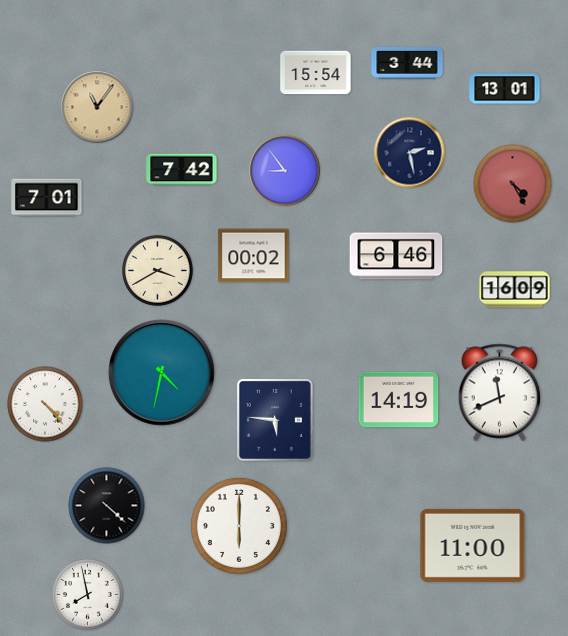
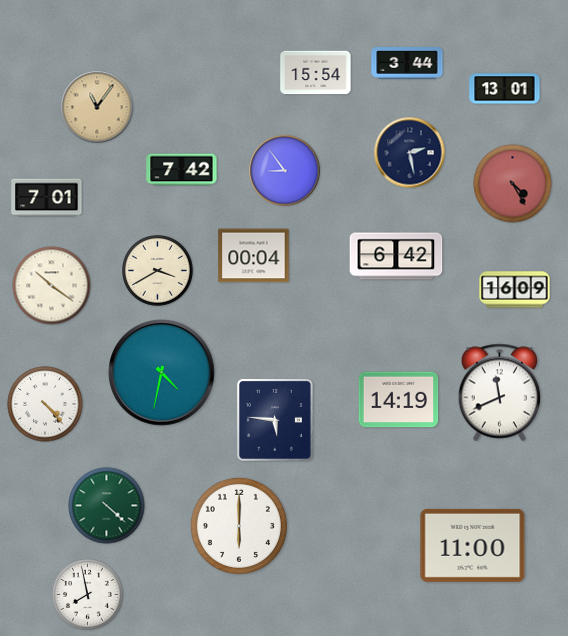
clock at (254, 256): 00:02 -> 00:04
clock at (396, 256): 6:46 -> 6:42
clock at (52, 286): none -> 10:21
clock at (107, 506) dial: black -> green
